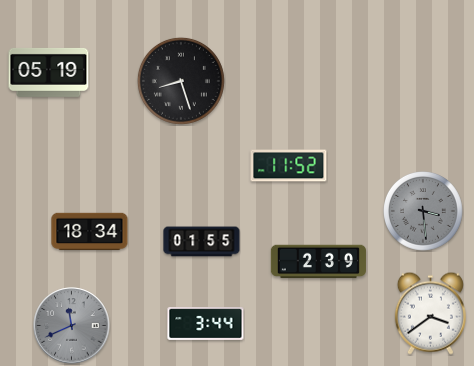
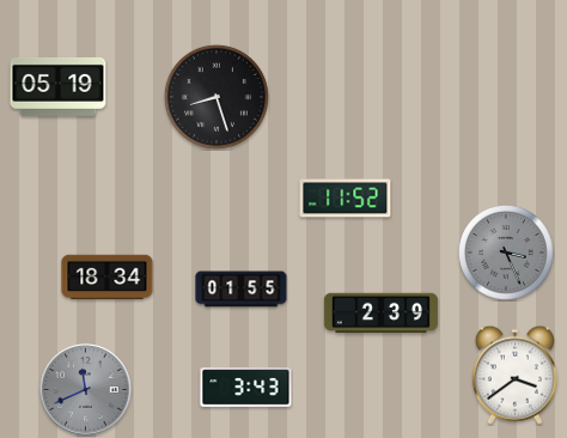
clock at (424, 212): 3:29 -> 3:26
clock at (206, 324): 3:44 -> 3:43
